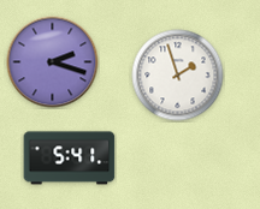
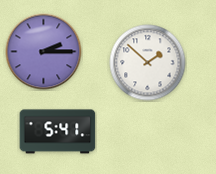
clock at (53, 62): 2:18 -> 2:15
clock at (178, 76): 1:57 -> 1:52
